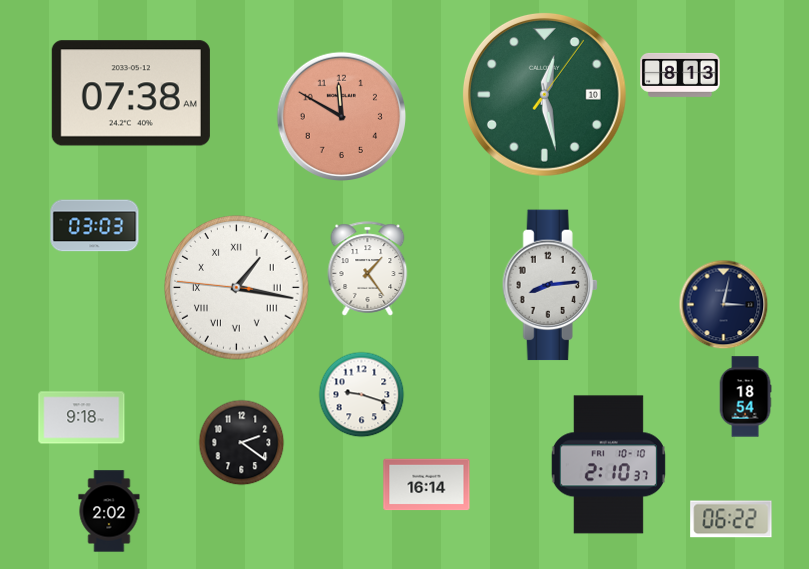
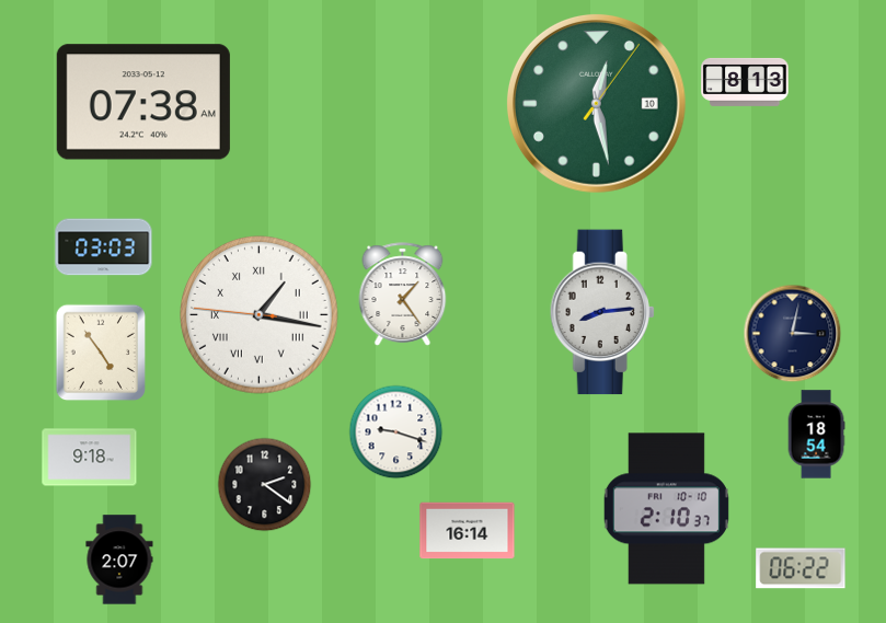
clock at (341, 116): 11:50 -> none
clock at (101, 353): none -> 4:54
clock at (109, 511): 2:02 -> 2:07
